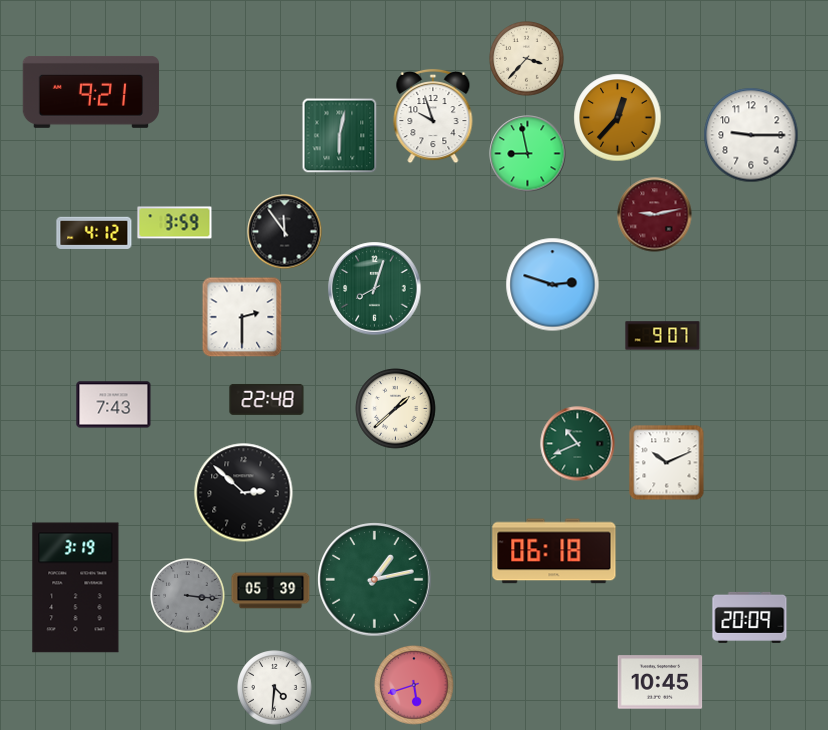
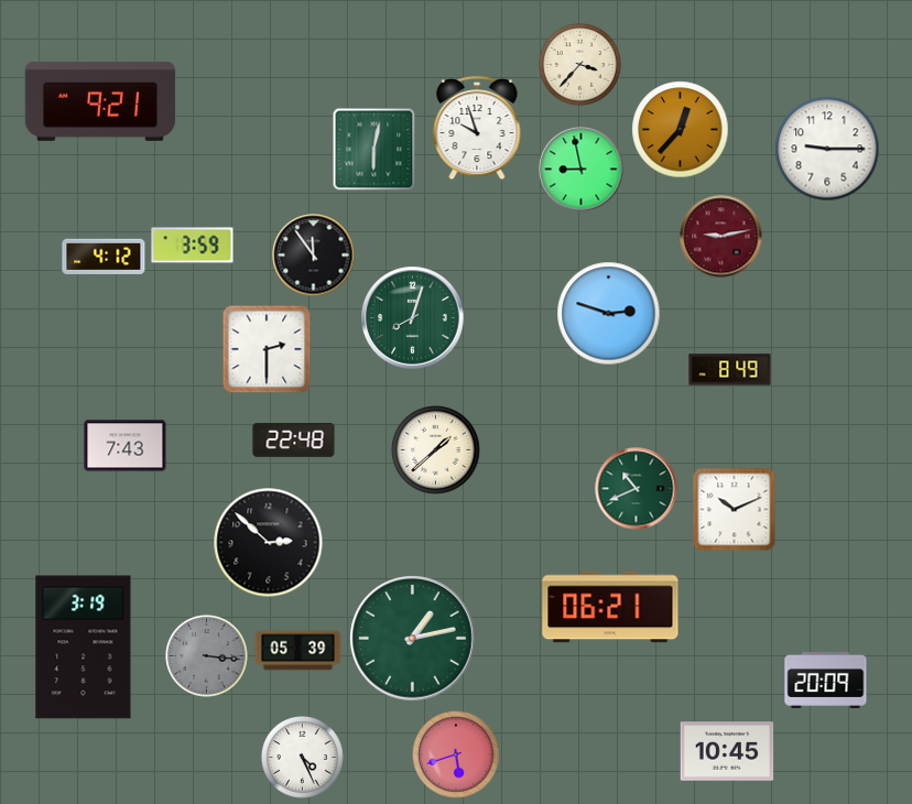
clock at (663, 336): 9:07 -> 8:49
clock at (554, 551): 06:18 -> 06:21
clock at (275, 688): 4:31 -> 4:26
